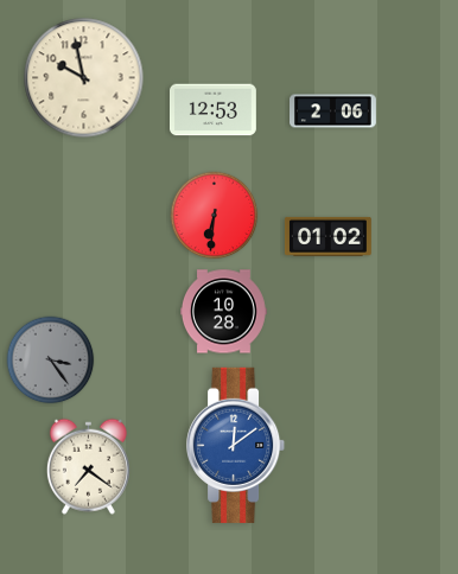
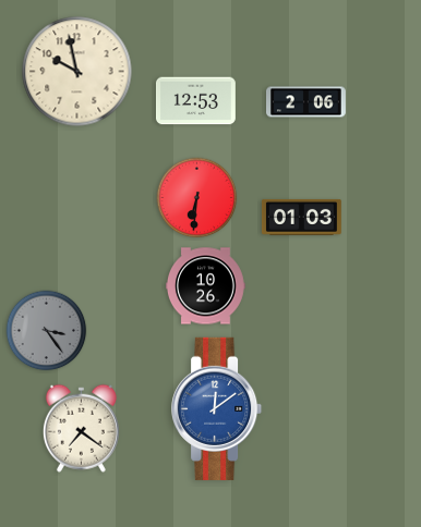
clock at (327, 236): 01:02 -> 01:03
clock at (224, 312): 10:28 -> 10:26
